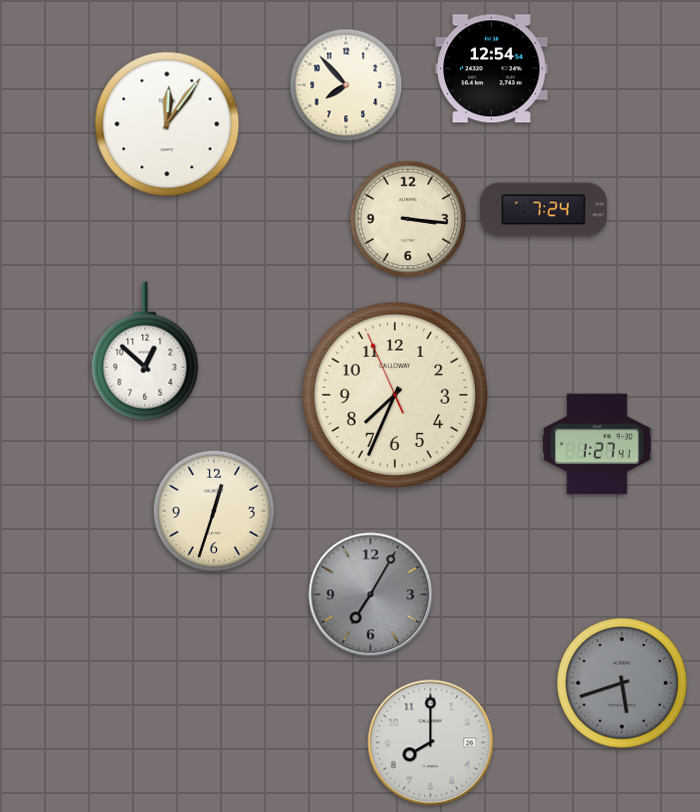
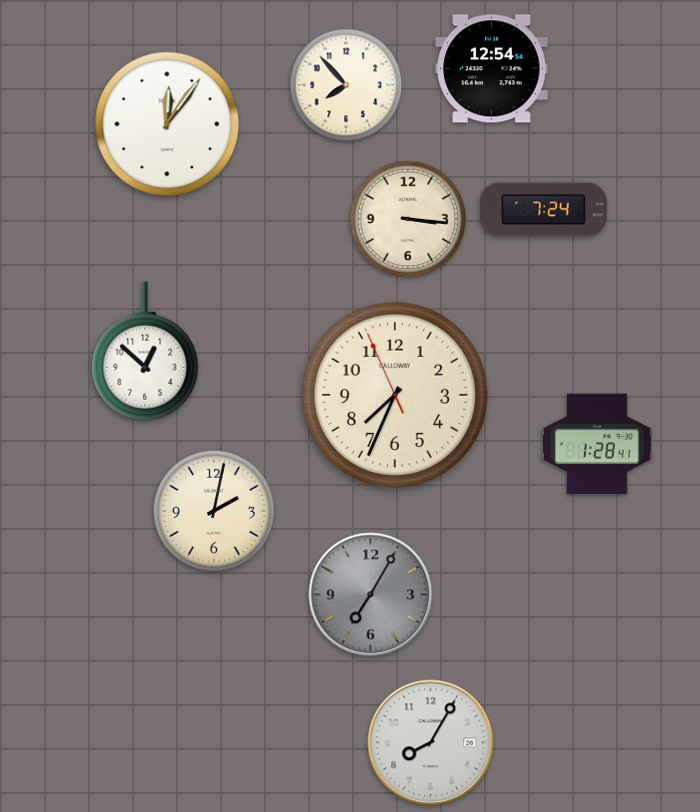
clock at (597, 444): 1:27 -> 1:28
clock at (214, 511): 12:33 -> 2:02
clock at (622, 683): 5:42 -> none
clock at (431, 743): 8:00 -> 8:05
